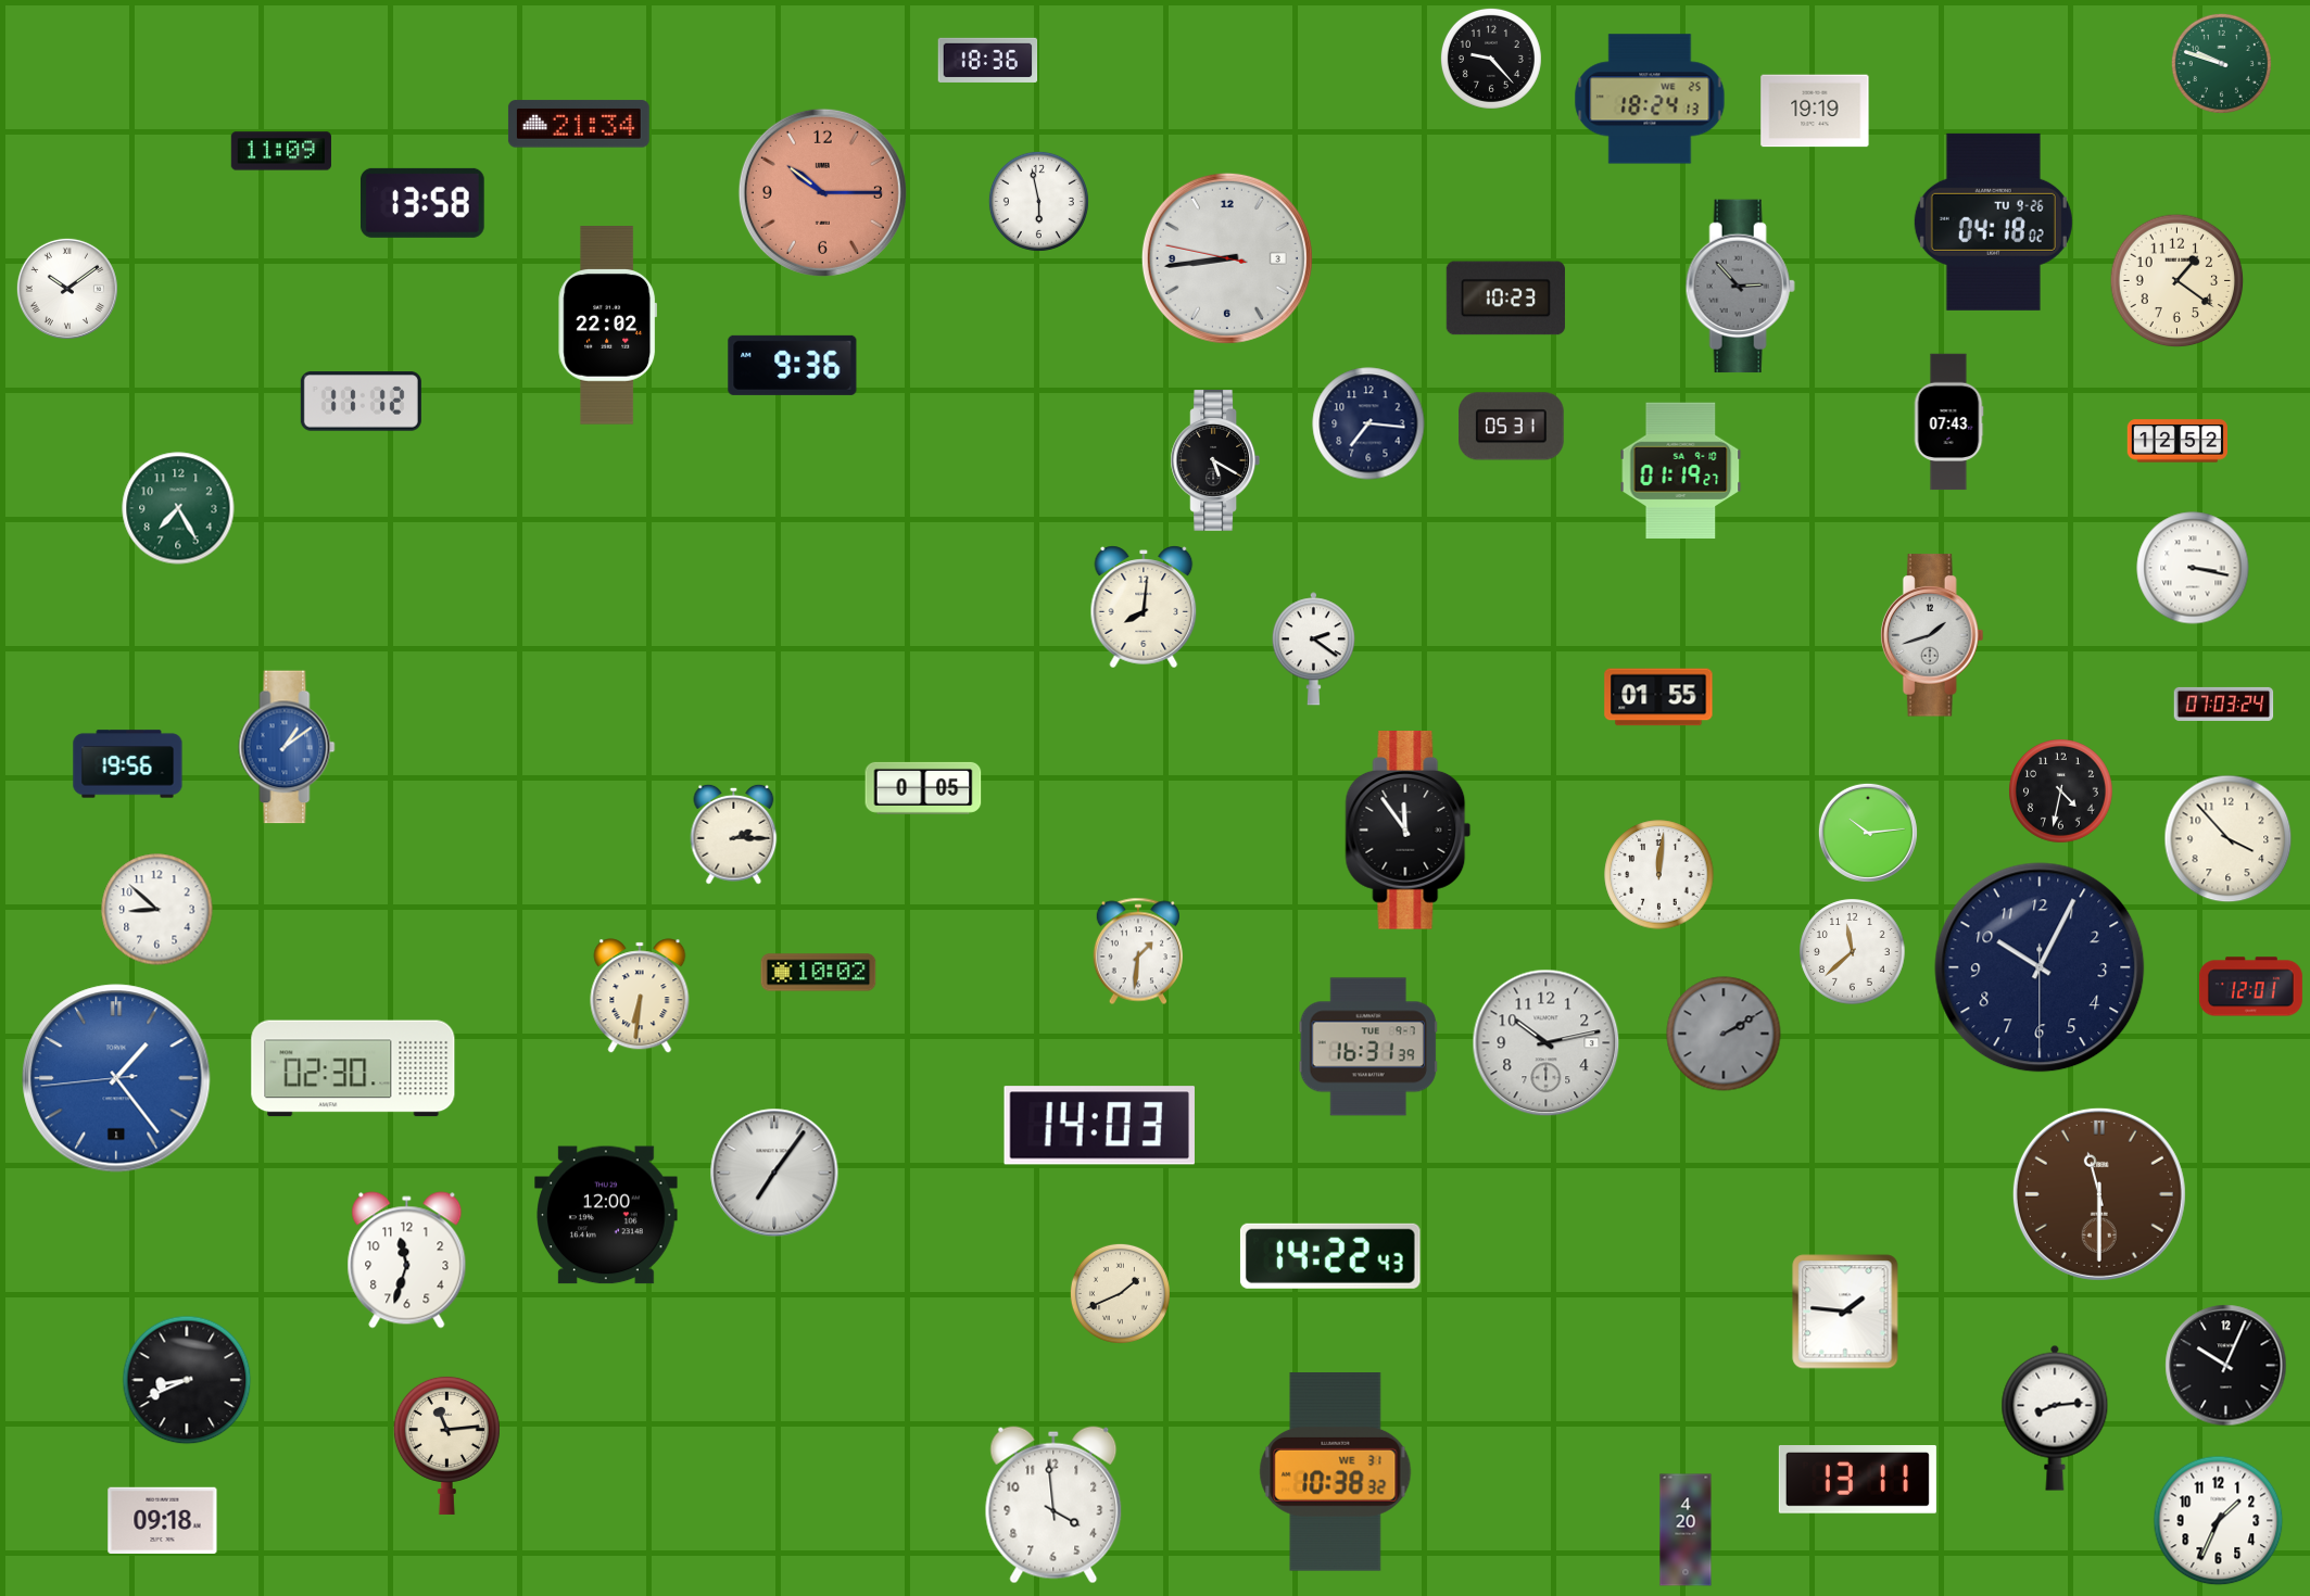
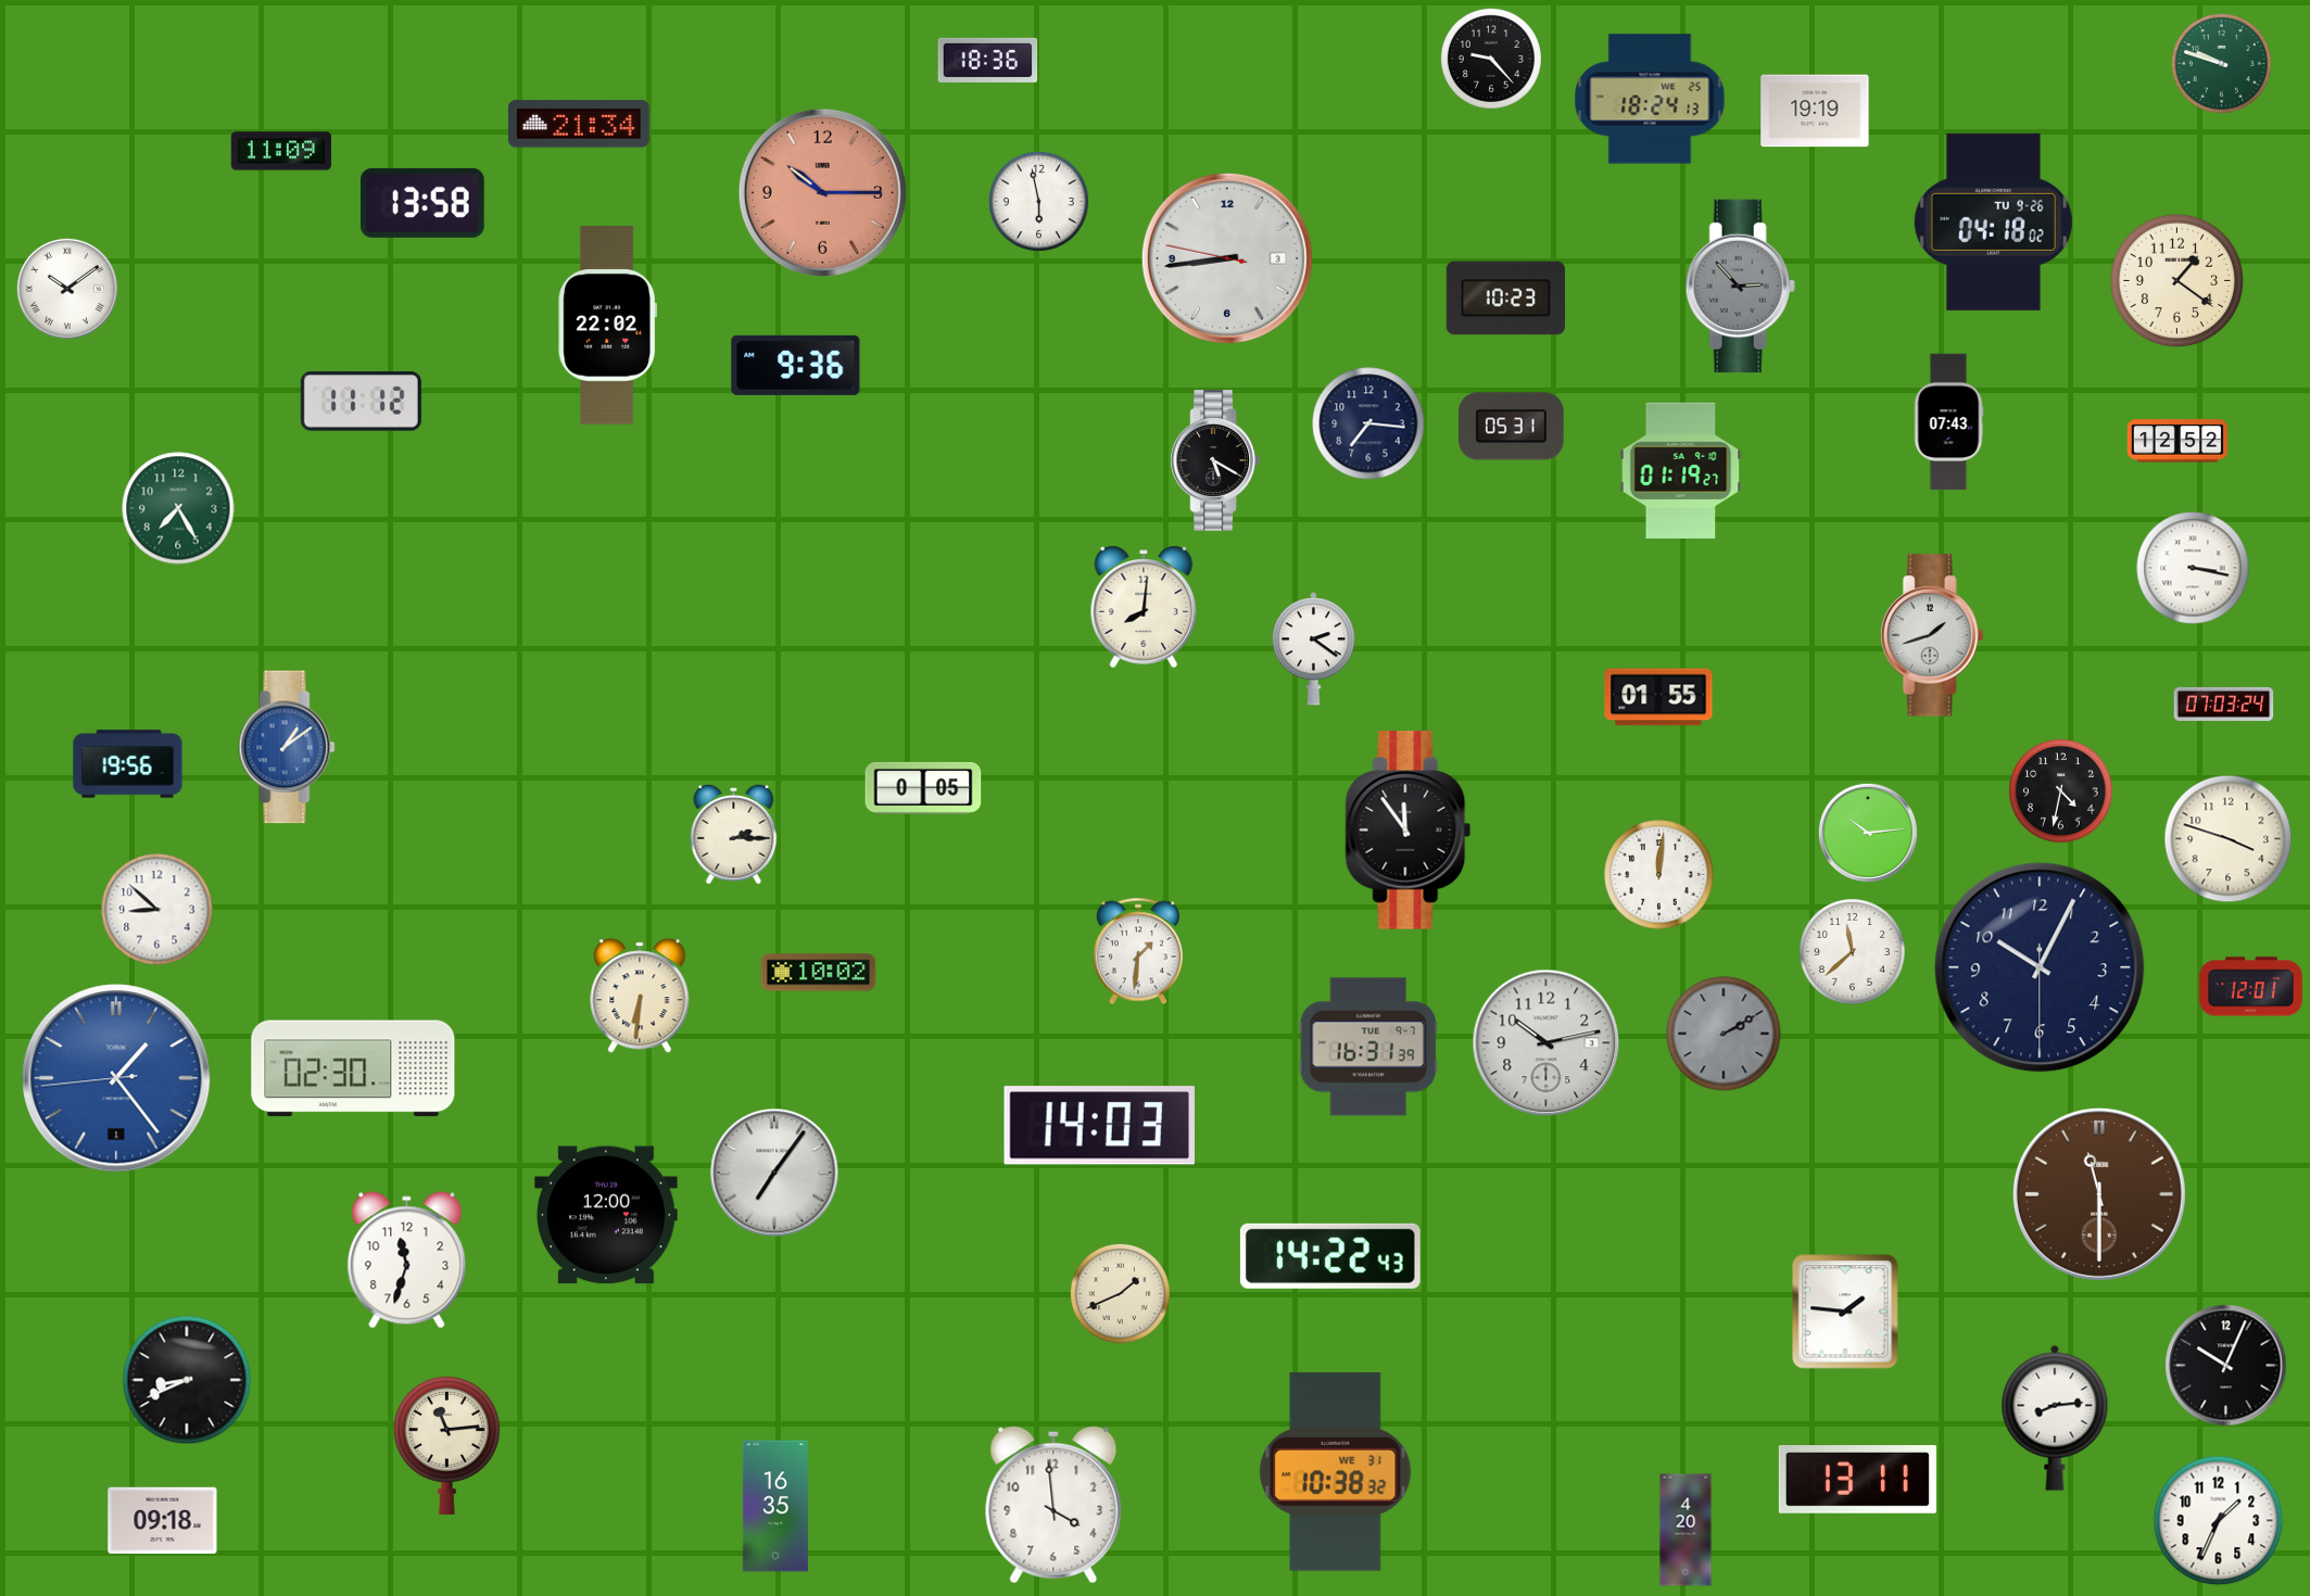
clock at (793, 365) position: (793, 365) -> (796, 365)
clock at (2229, 839): 3:53 -> 3:48
clock at (775, 1506): none -> 16:35
